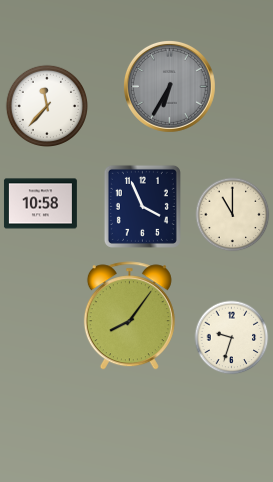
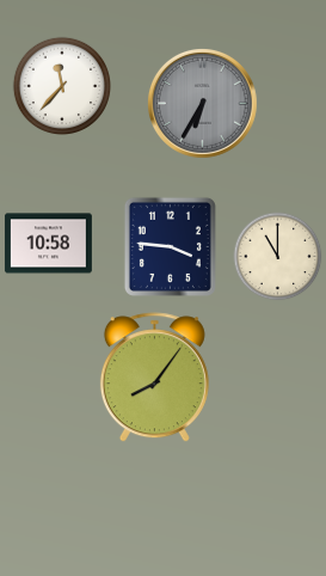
clock at (46, 105) position: (46, 105) -> (61, 85)
clock at (142, 206): 3:56 -> 3:46
clock at (232, 338): 9:33 -> none
